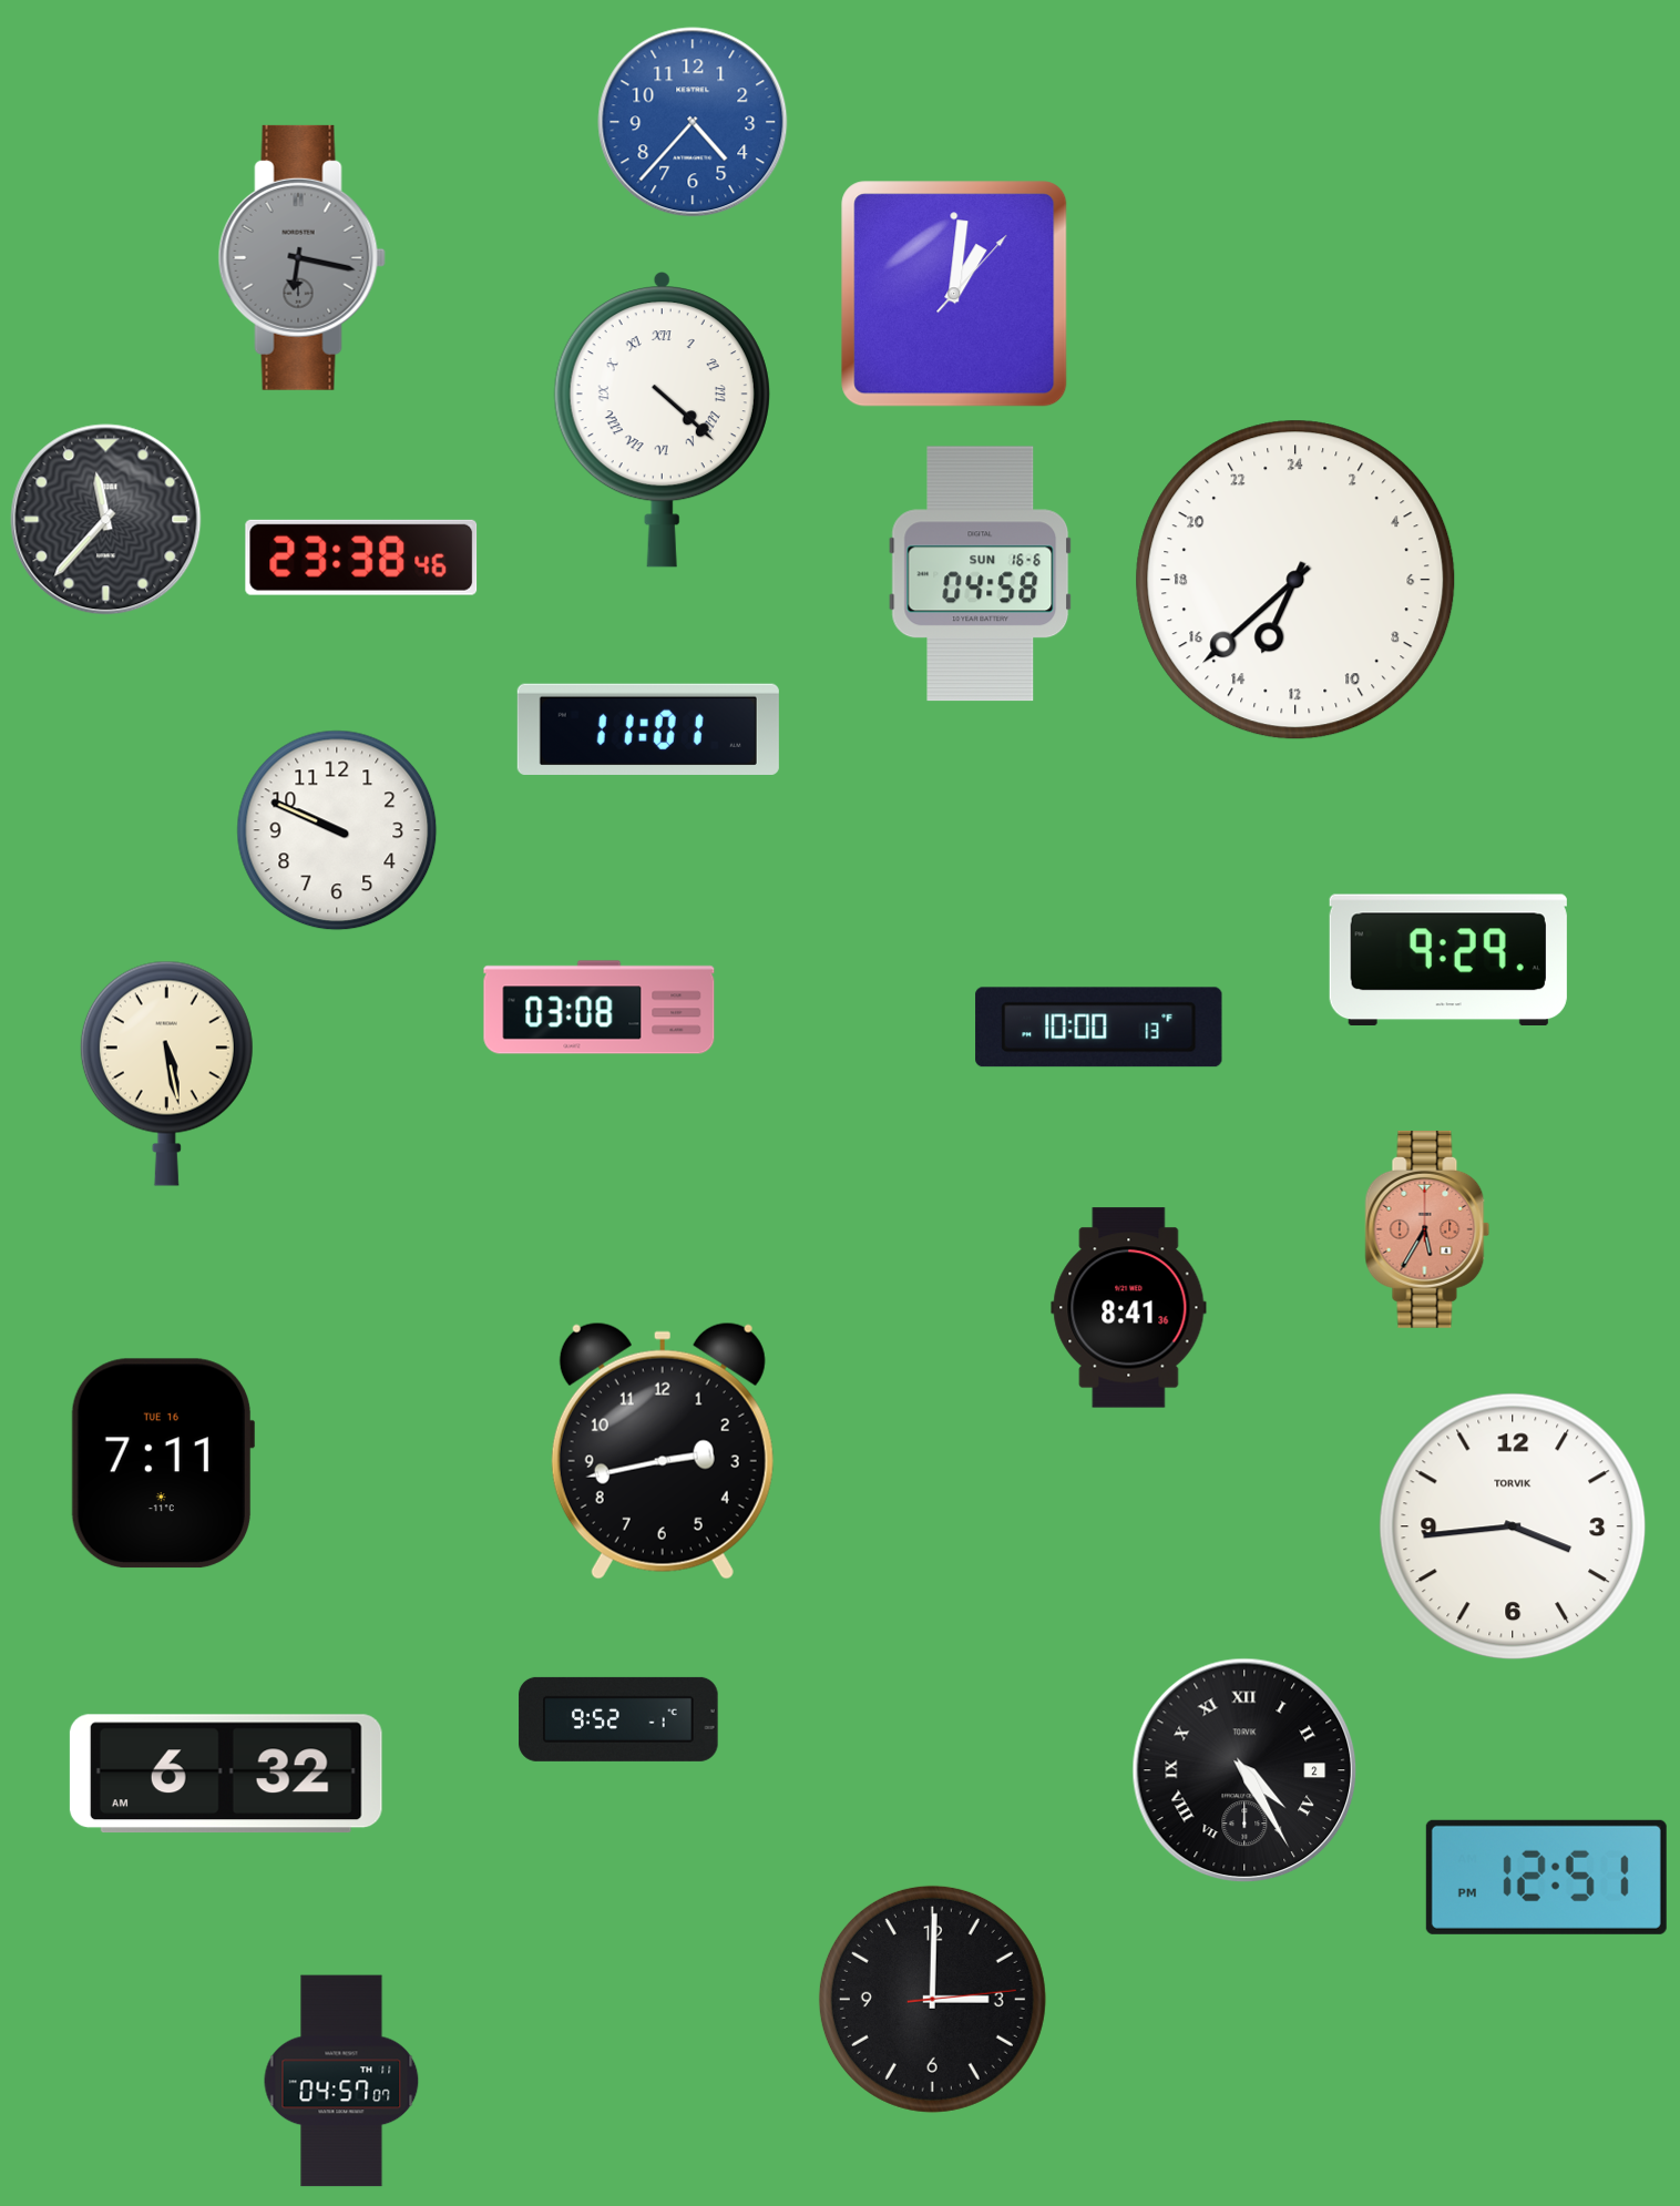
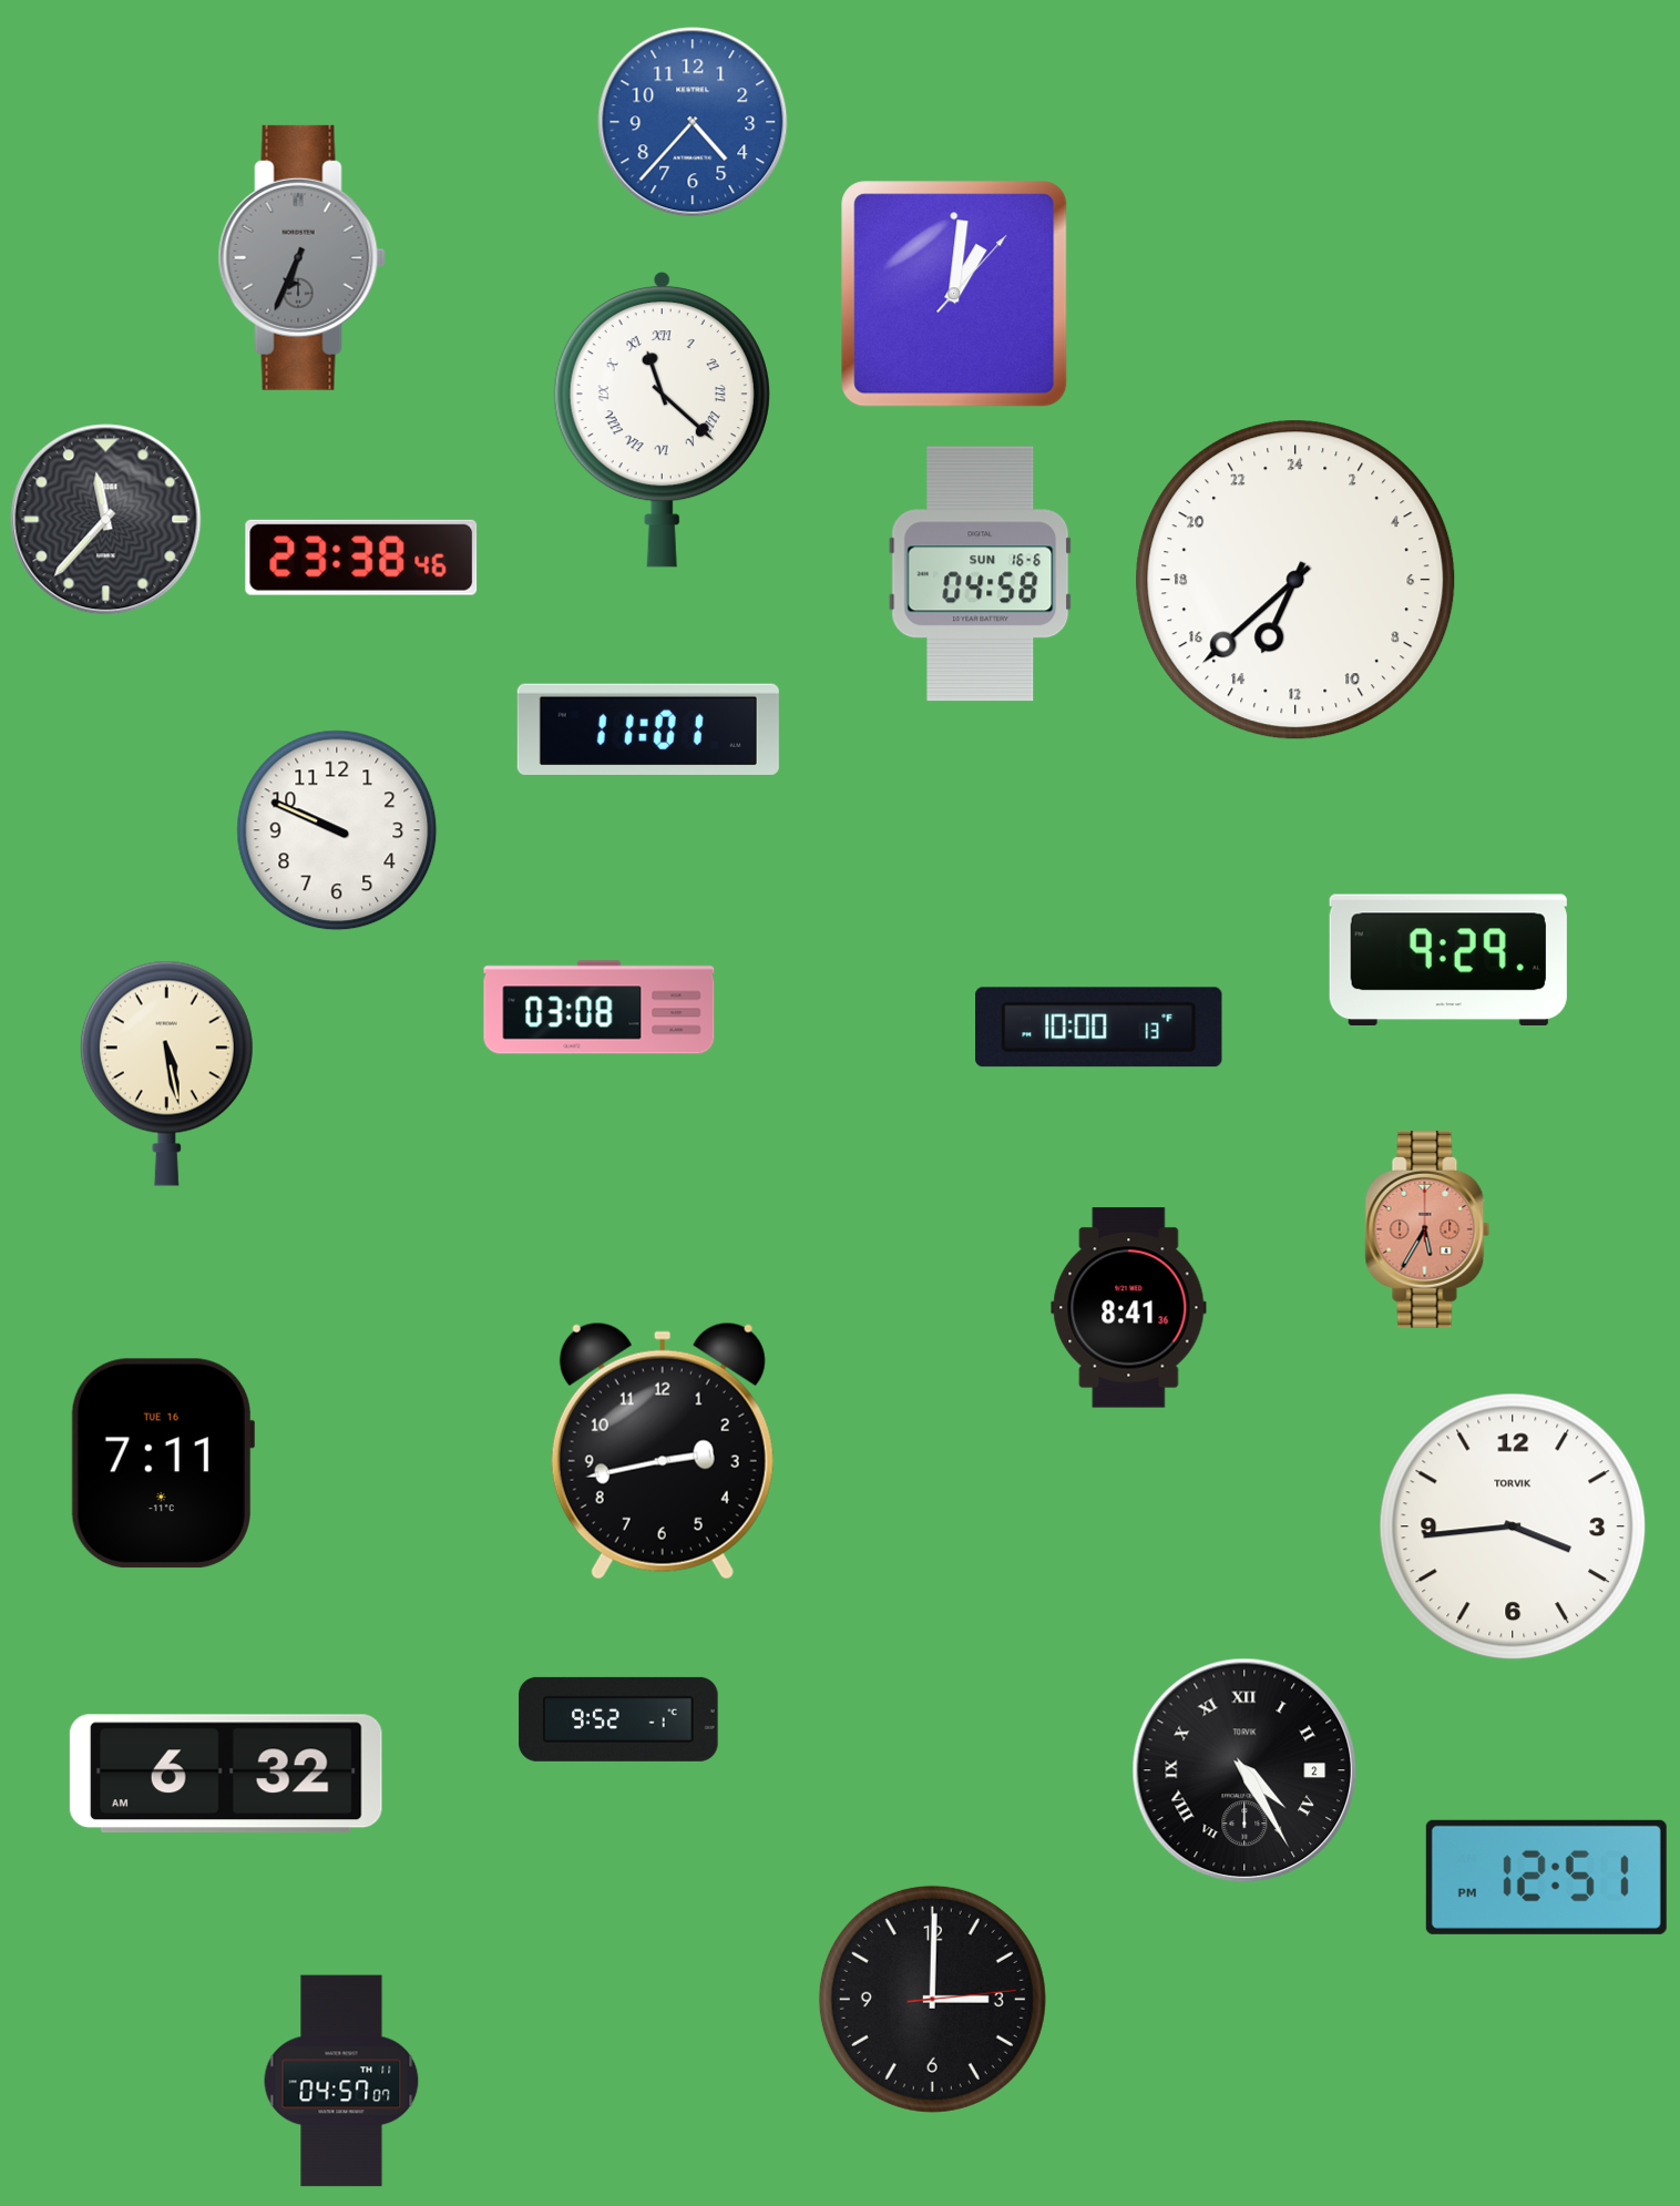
clock at (301, 257): 6:17 -> 6:34
clock at (662, 420): 4:22 -> 11:22
